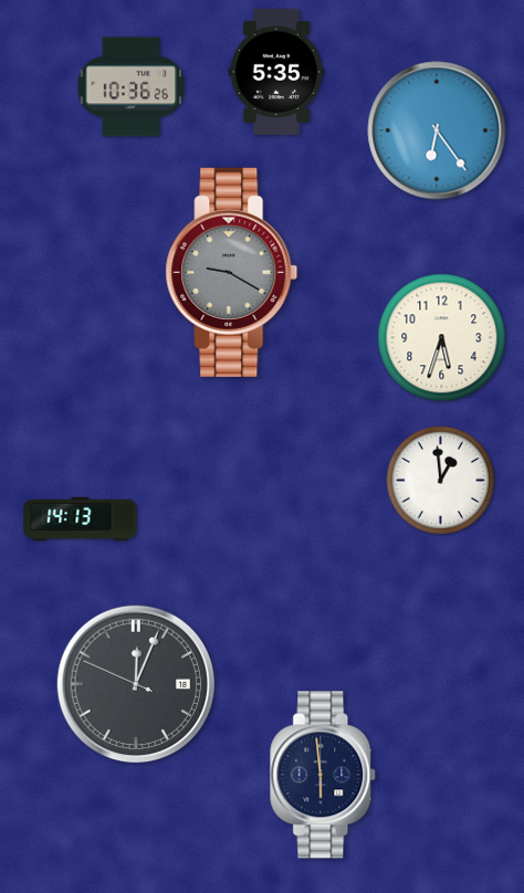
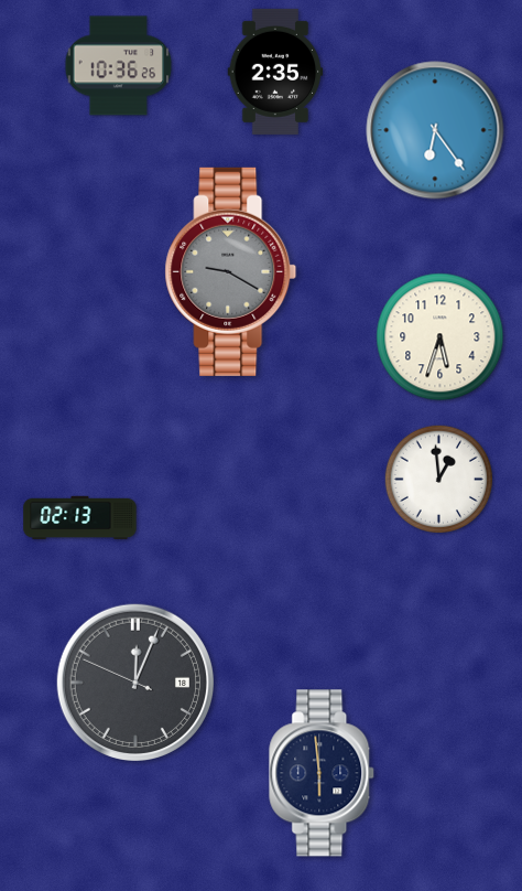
clock at (276, 72): 5:35 -> 2:35
clock at (132, 87) position: (132, 87) -> (119, 66)
clock at (81, 519): 14:13 -> 02:13
